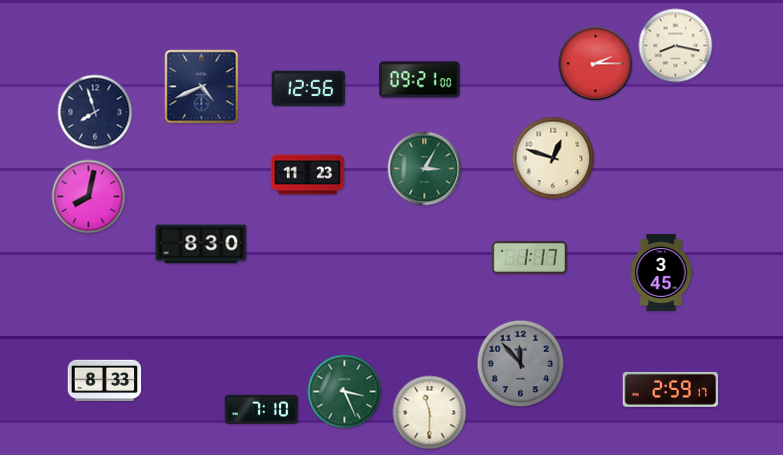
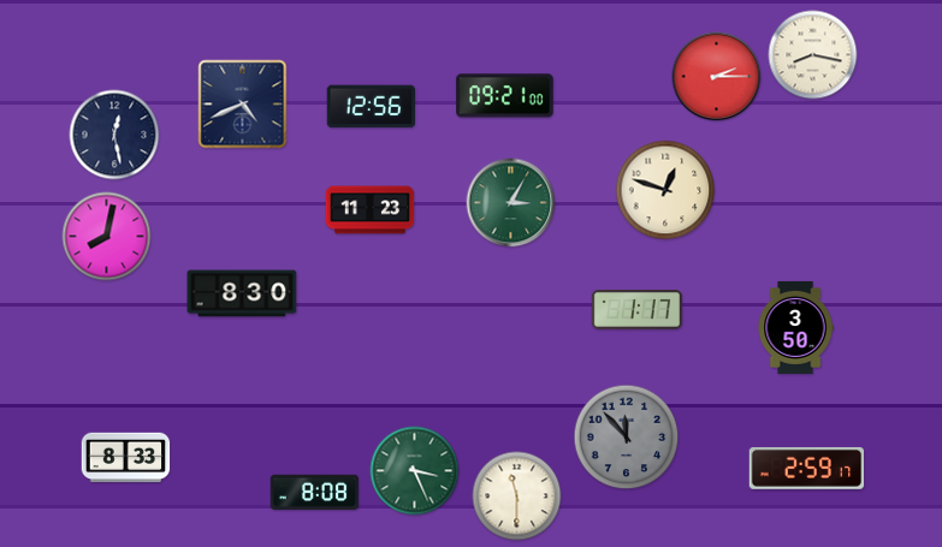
clock at (95, 112): 7:57 -> 12:28
clock at (661, 272): 3:45 -> 3:50
clock at (262, 410): 7:10 -> 8:08
